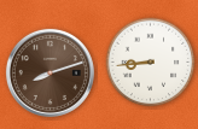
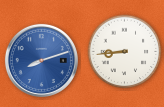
clock at (49, 72) dial: brown -> blue
